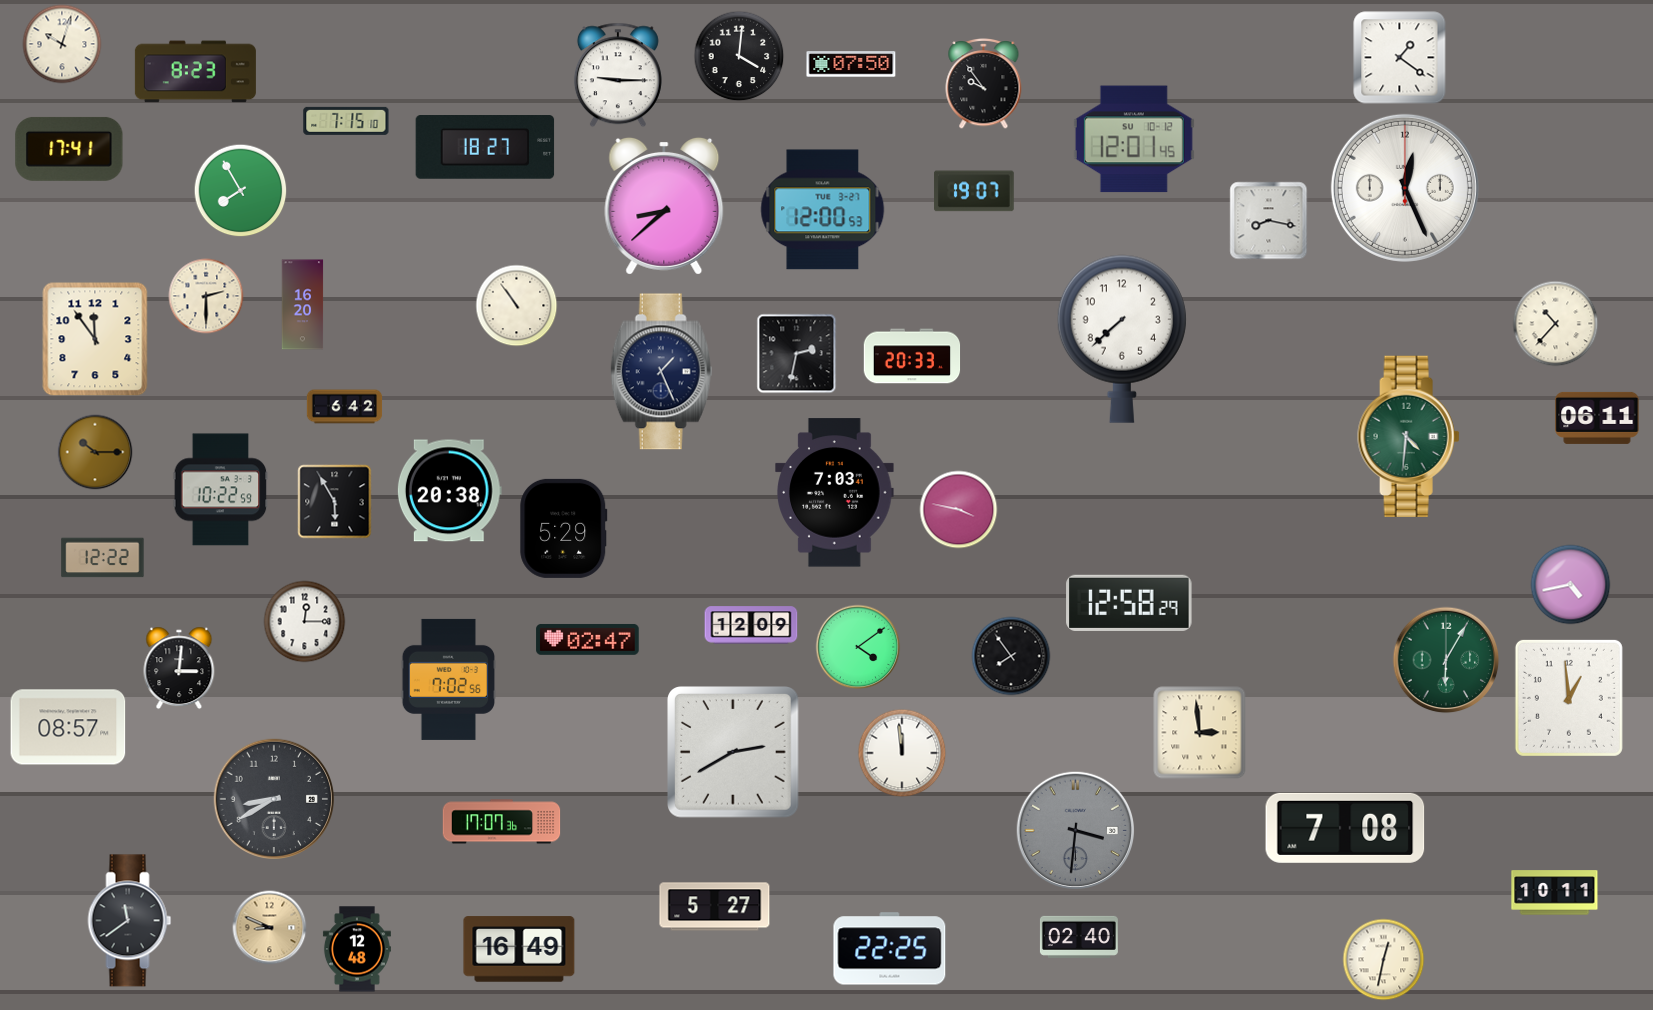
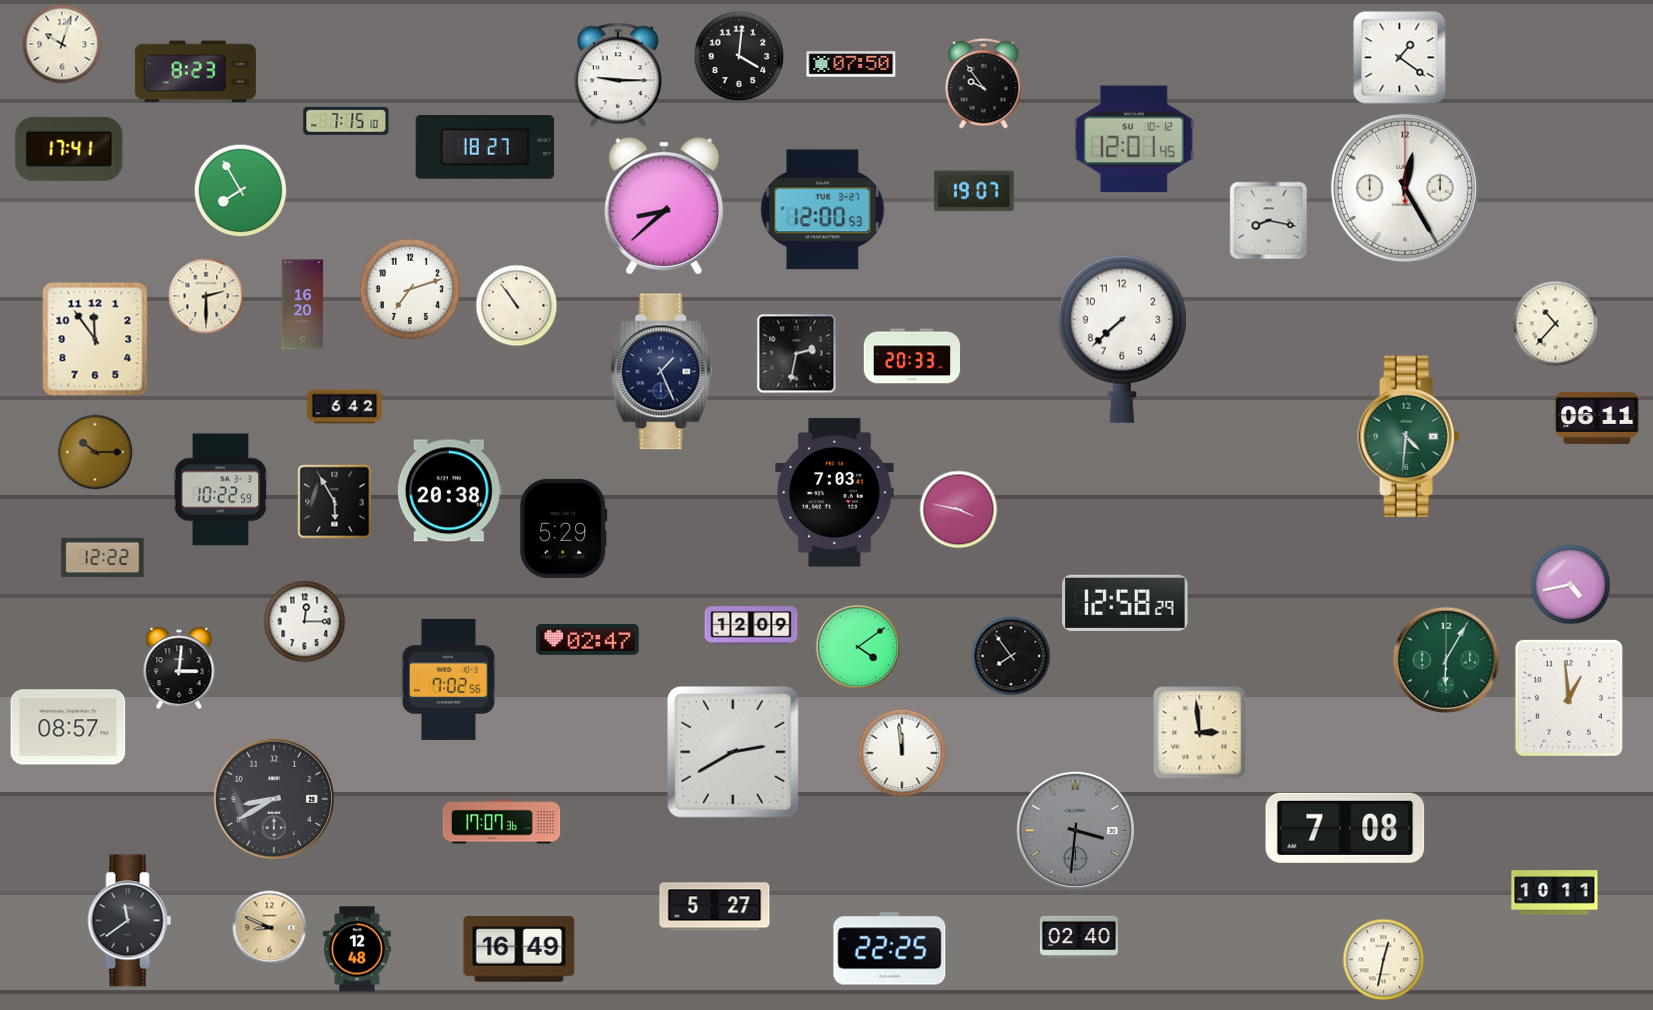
clock at (1405, 188): 12:26 -> 12:25
clock at (410, 289): none -> 7:12
clock at (1129, 603) position: (1129, 603) -> (1125, 603)
